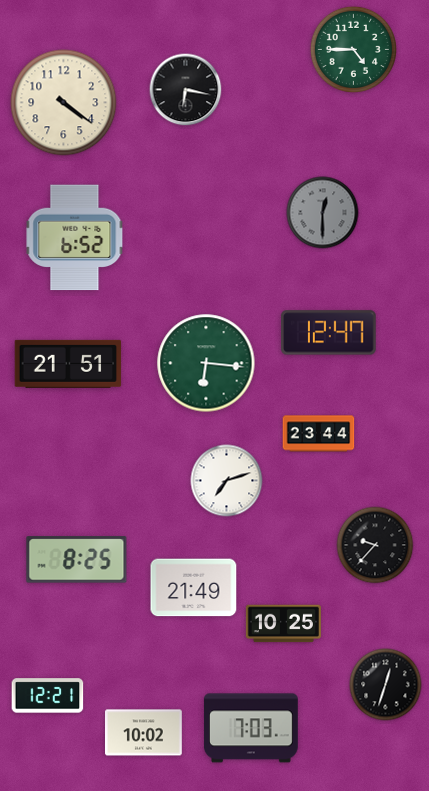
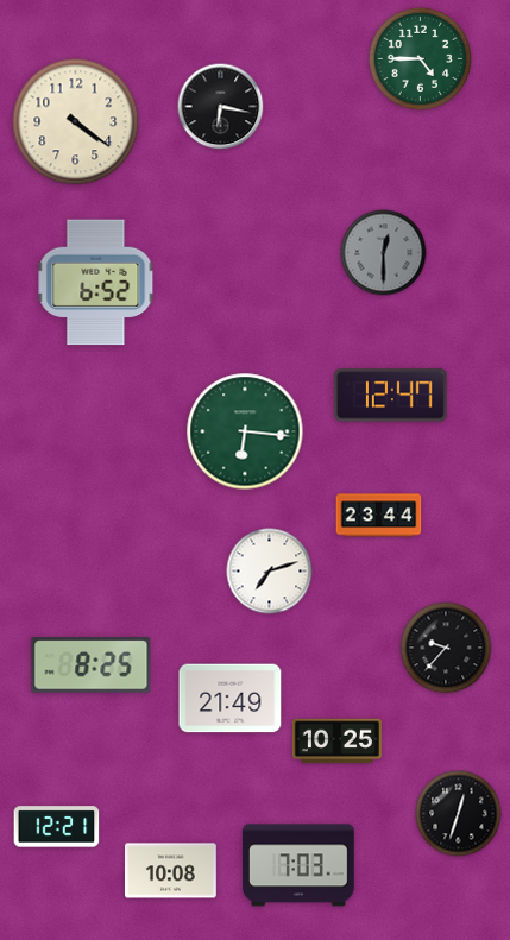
clock at (75, 238) position: (75, 238) -> (96, 283)
clock at (68, 364): 21:51 -> none
clock at (144, 733): 10:02 -> 10:08
